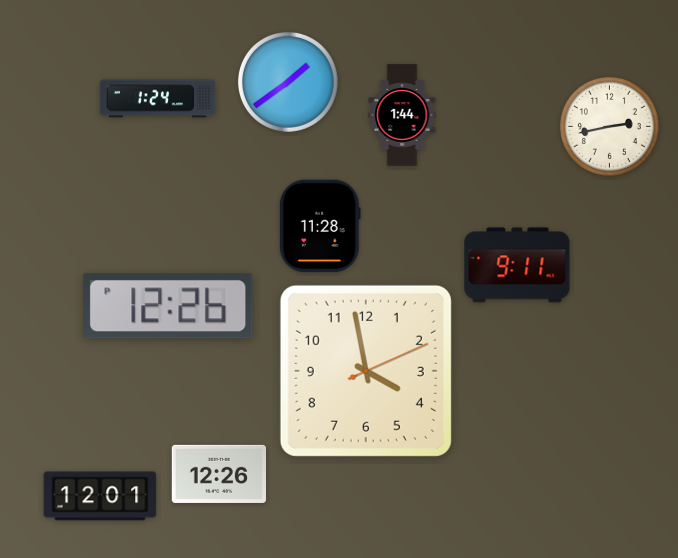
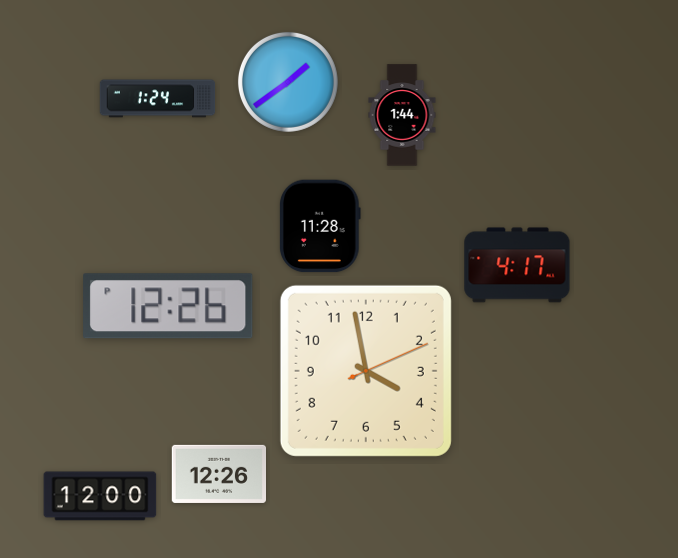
clock at (609, 126): 2:43 -> none
clock at (517, 265): 9:11 -> 4:17
clock at (100, 496): 12:01 -> 12:00
